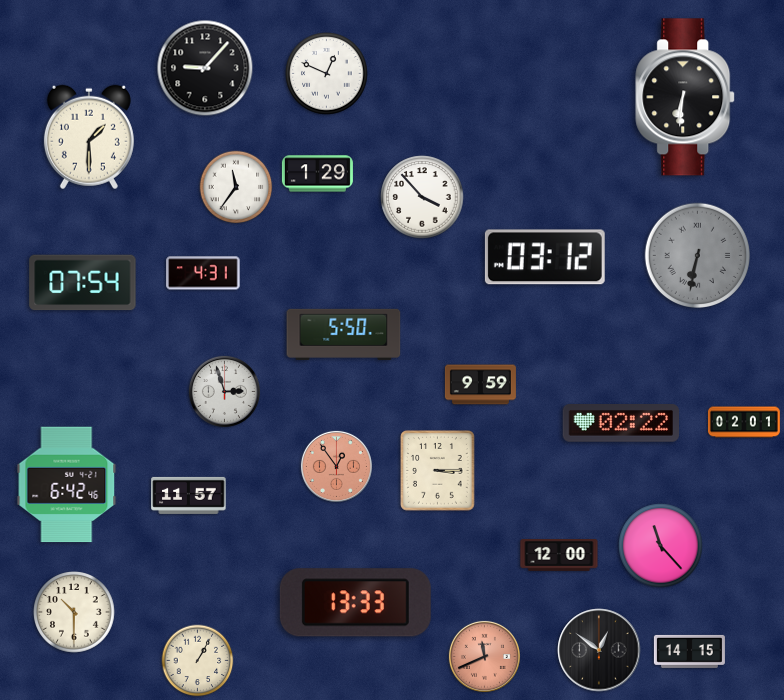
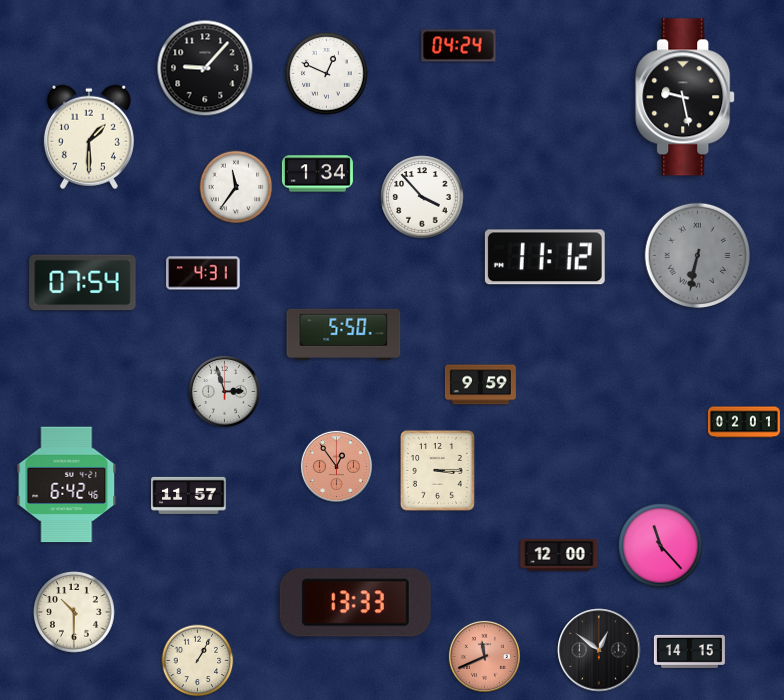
clock at (459, 46): none -> 04:24
clock at (686, 97): 6:31 -> 9:28
clock at (317, 174): 1:29 -> 1:34
clock at (545, 257): 03:12 -> 11:12
clock at (620, 424): 02:22 -> none
